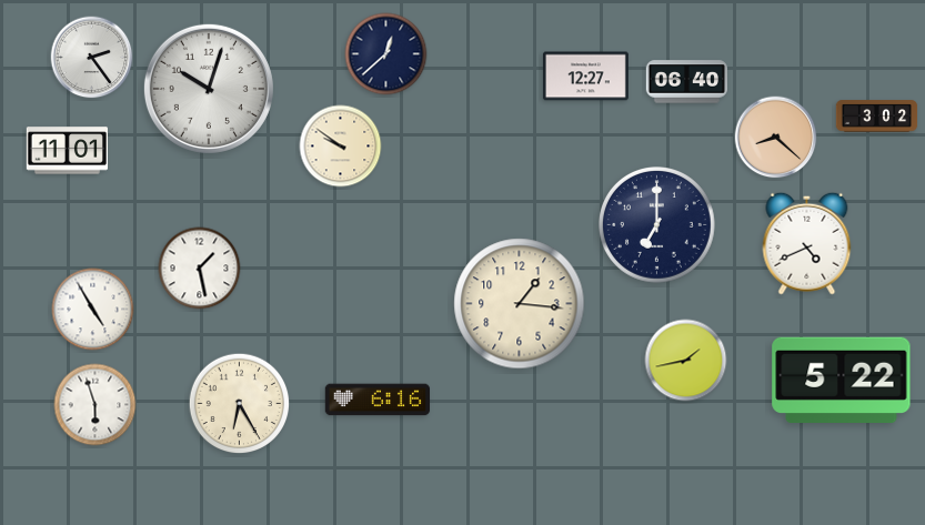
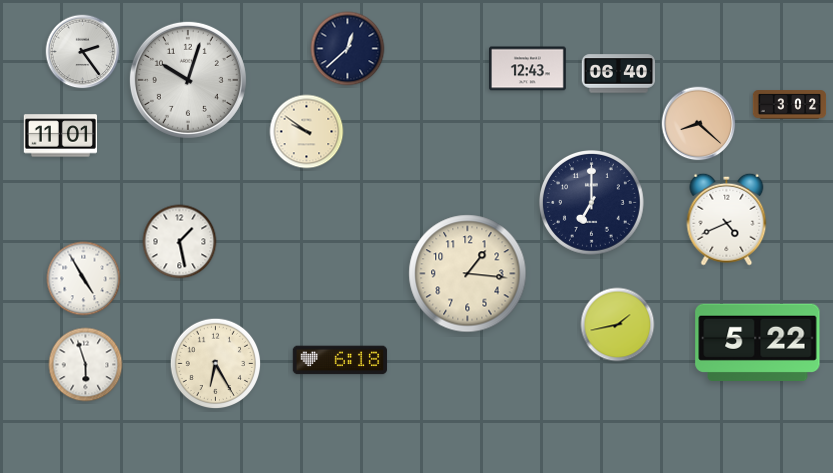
clock at (585, 77): 12:27 -> 12:43
clock at (378, 400): 6:16 -> 6:18
